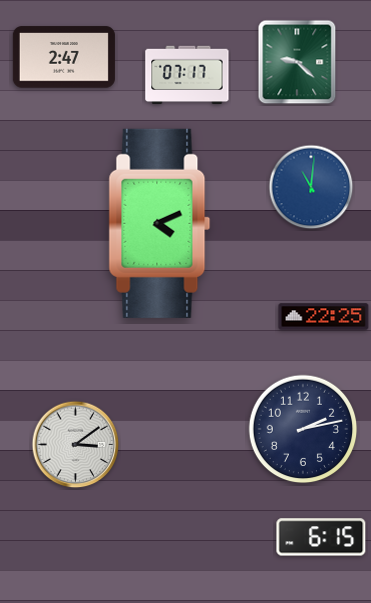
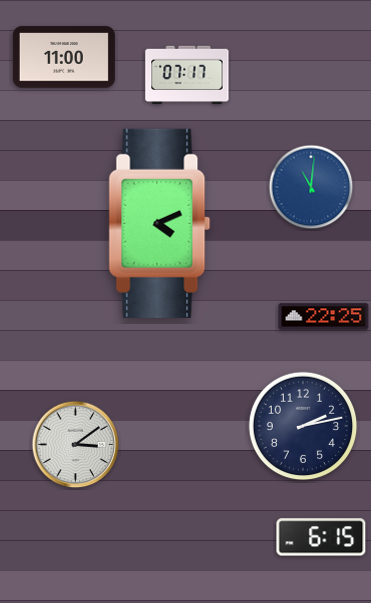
clock at (64, 57): 2:47 -> 11:00
clock at (297, 62): 9:22 -> none
clock at (303, 429) position: (303, 429) -> (303, 426)
